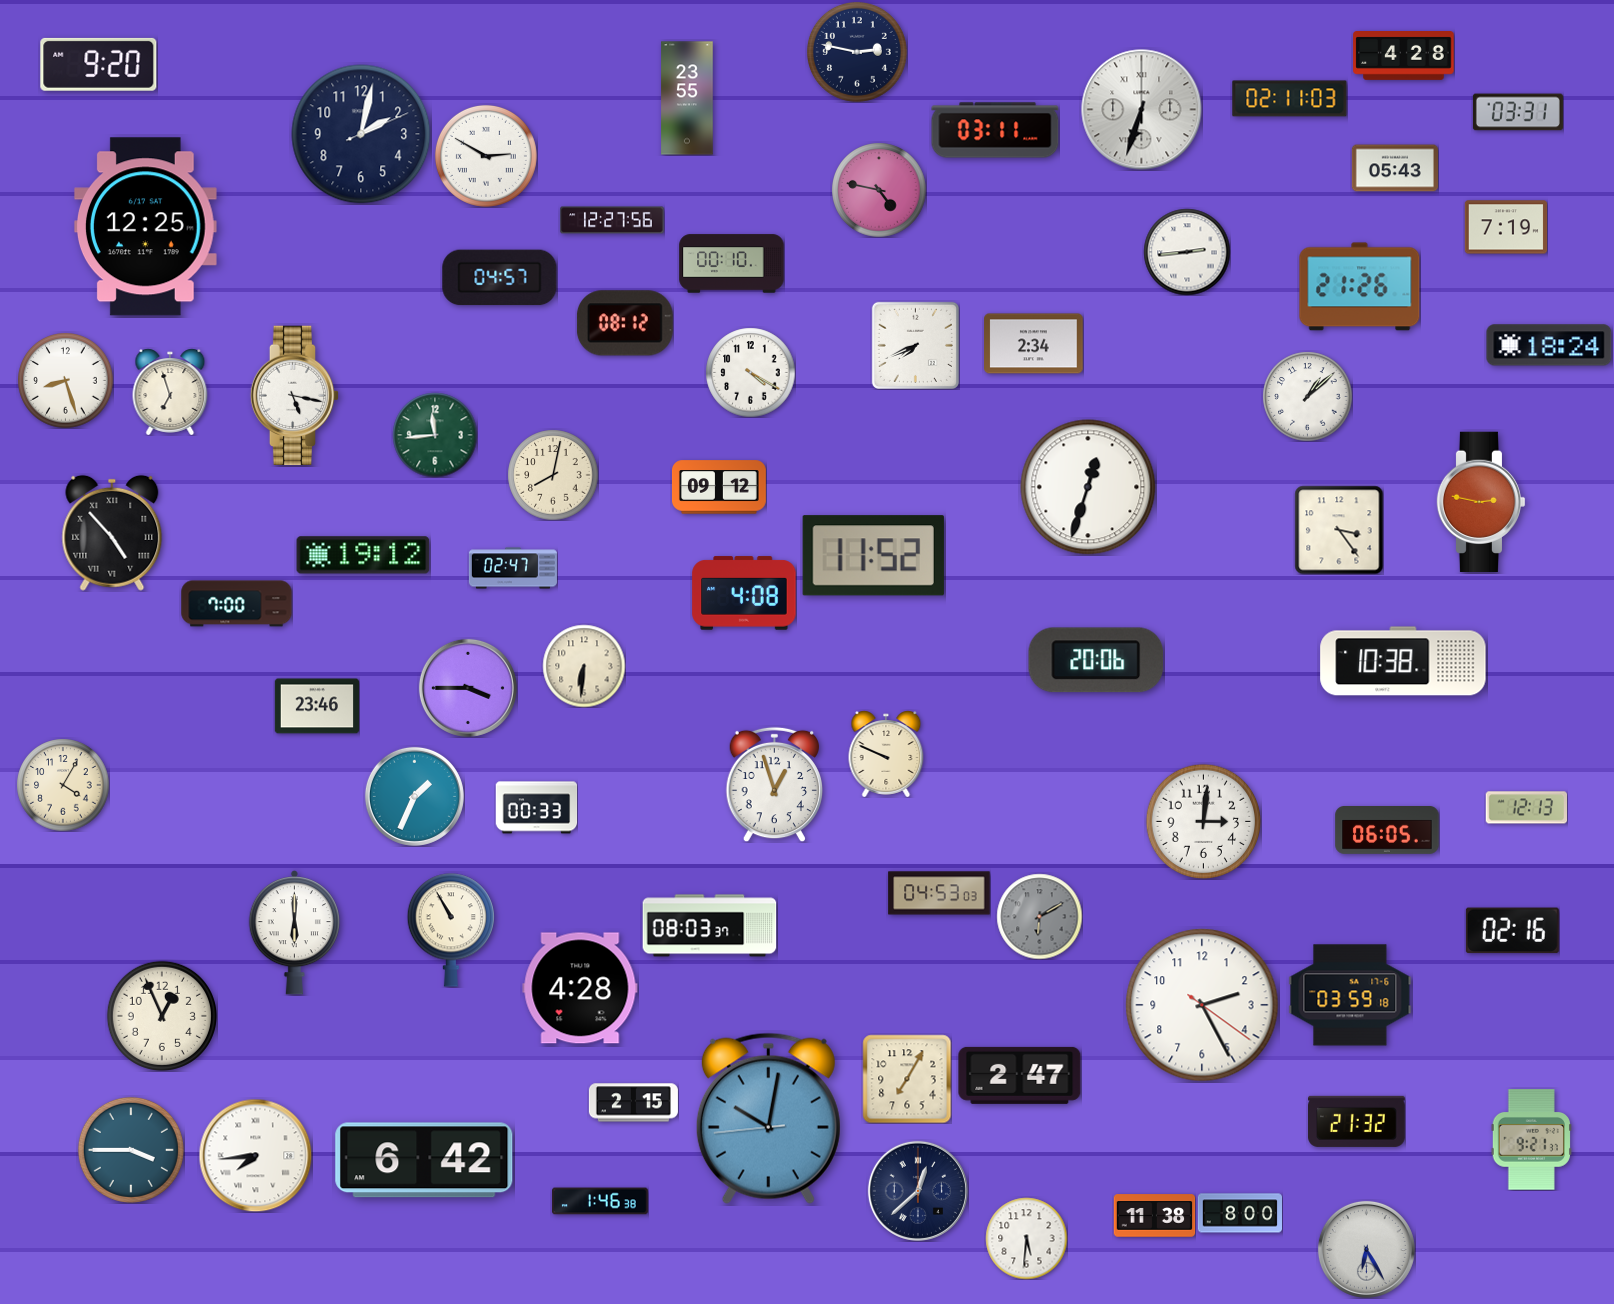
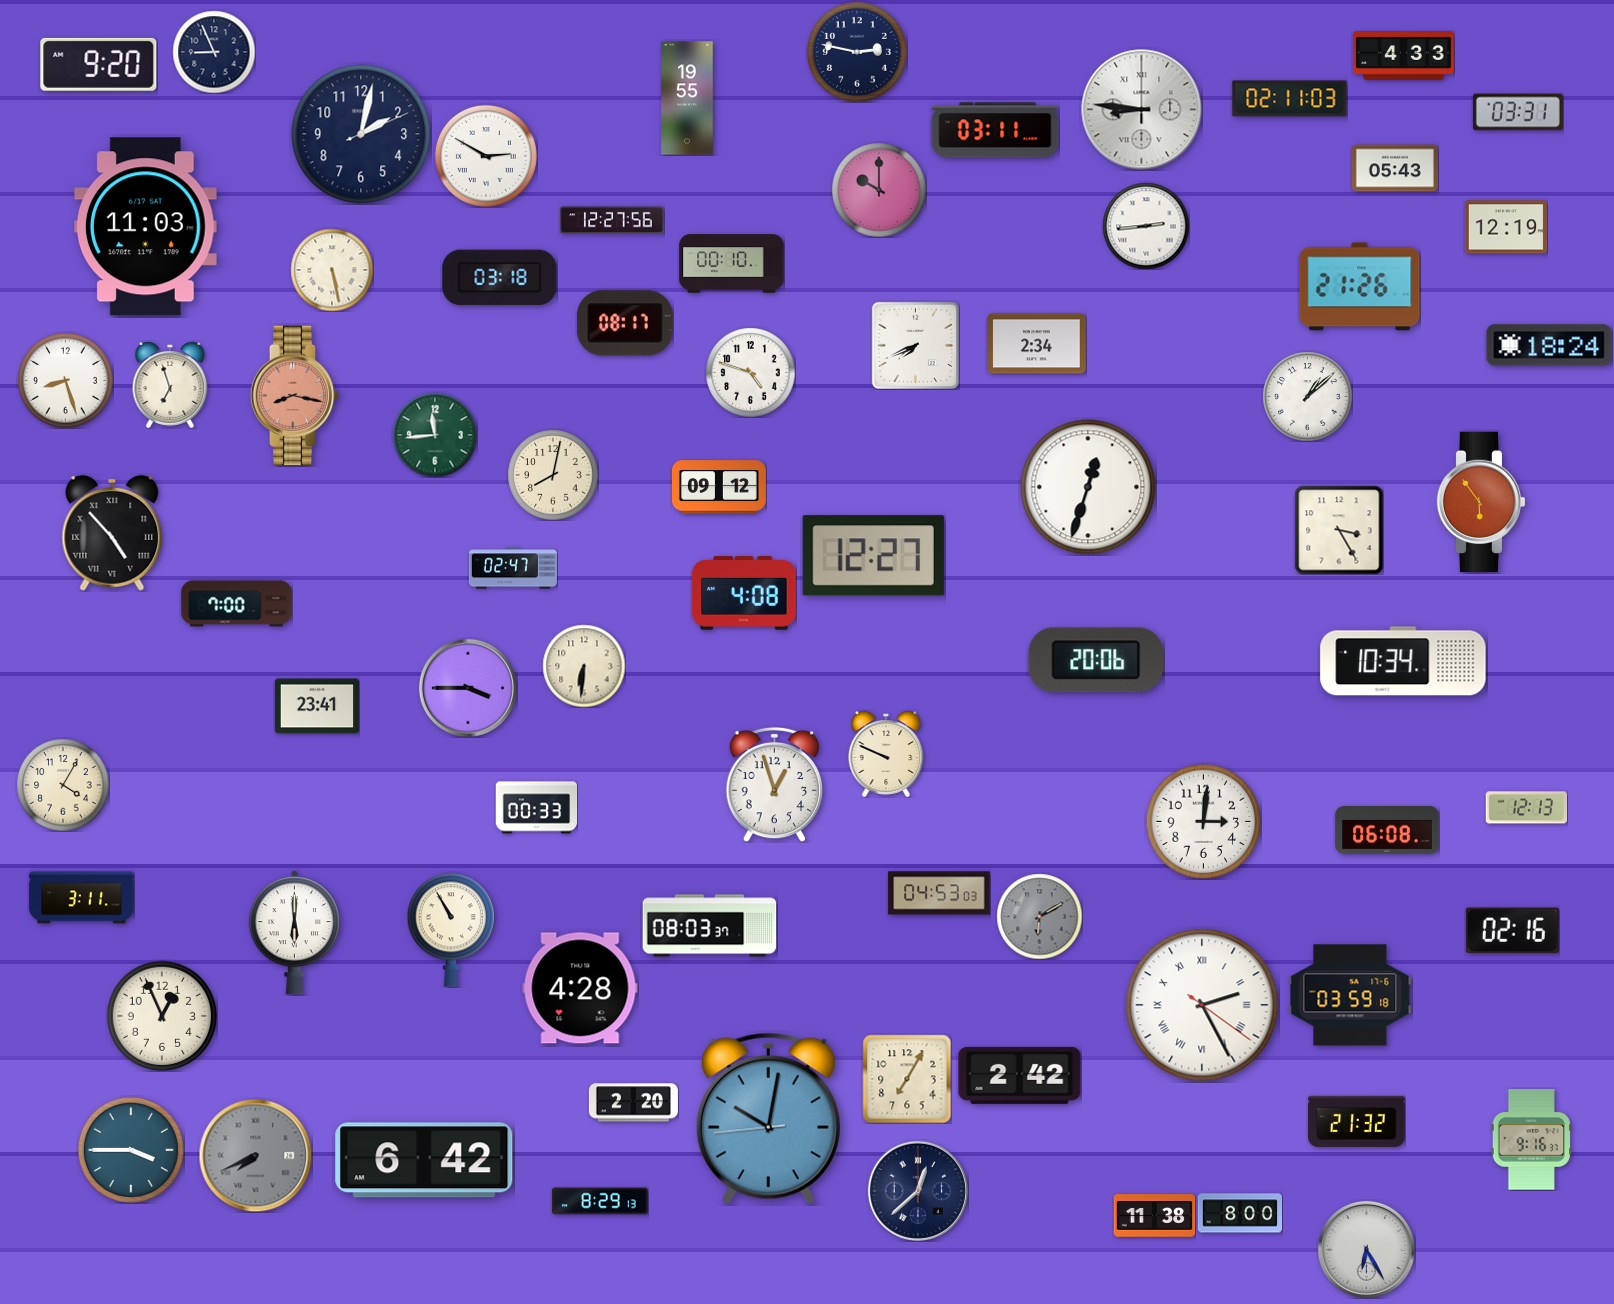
clock at (214, 52): none -> 8:56
clock at (1404, 56): 4:28 -> 4:33
clock at (687, 98): 23:55 -> 19:55
clock at (1142, 110): 6:33 -> 8:46
clock at (879, 190): 4:47 -> 10:00
clock at (145, 227): 12:25 -> 11:03
clock at (1506, 227): 7:19 -> 12:19
clock at (1187, 252) position: (1187, 252) -> (1146, 226)
clock at (332, 270): none -> 5:28
clock at (500, 278): 04:57 -> 03:18
clock at (625, 323): 08:12 -> 08:17
clock at (1034, 344) position: (1034, 344) -> (1037, 344)
clock at (750, 372): 4:20 -> 4:48
clock at (170, 392) position: (170, 392) -> (170, 385)
clock at (295, 396): 5:17 -> 8:17
clock at (295, 396) dial: white -> salmon
clock at (1481, 502): 2:47 -> 5:54
clock at (1339, 530): 3:24 -> 3:25
clock at (363, 555): 19:12 -> none
clock at (873, 556): 11:52 -> 12:27
clock at (1403, 661): 10:38 -> 10:34
clock at (316, 706): 23:46 -> 23:41
clock at (414, 796): 1:34 -> none
clock at (1387, 831): 06:05 -> 06:08
clock at (82, 898): none -> 3:11
clock at (1202, 1005) numerals: Arabic -> Roman
clock at (1020, 1075): 2:47 -> 2:42
clock at (633, 1103): 2:15 -> 2:20
clock at (1531, 1140): 9:21 -> 9:16
clock at (255, 1155): 7:44 -> 7:41
clock at (255, 1155) dial: white -> grey
clock at (600, 1201): 1:46 -> 8:29
clock at (1026, 1238): 5:31 -> none
